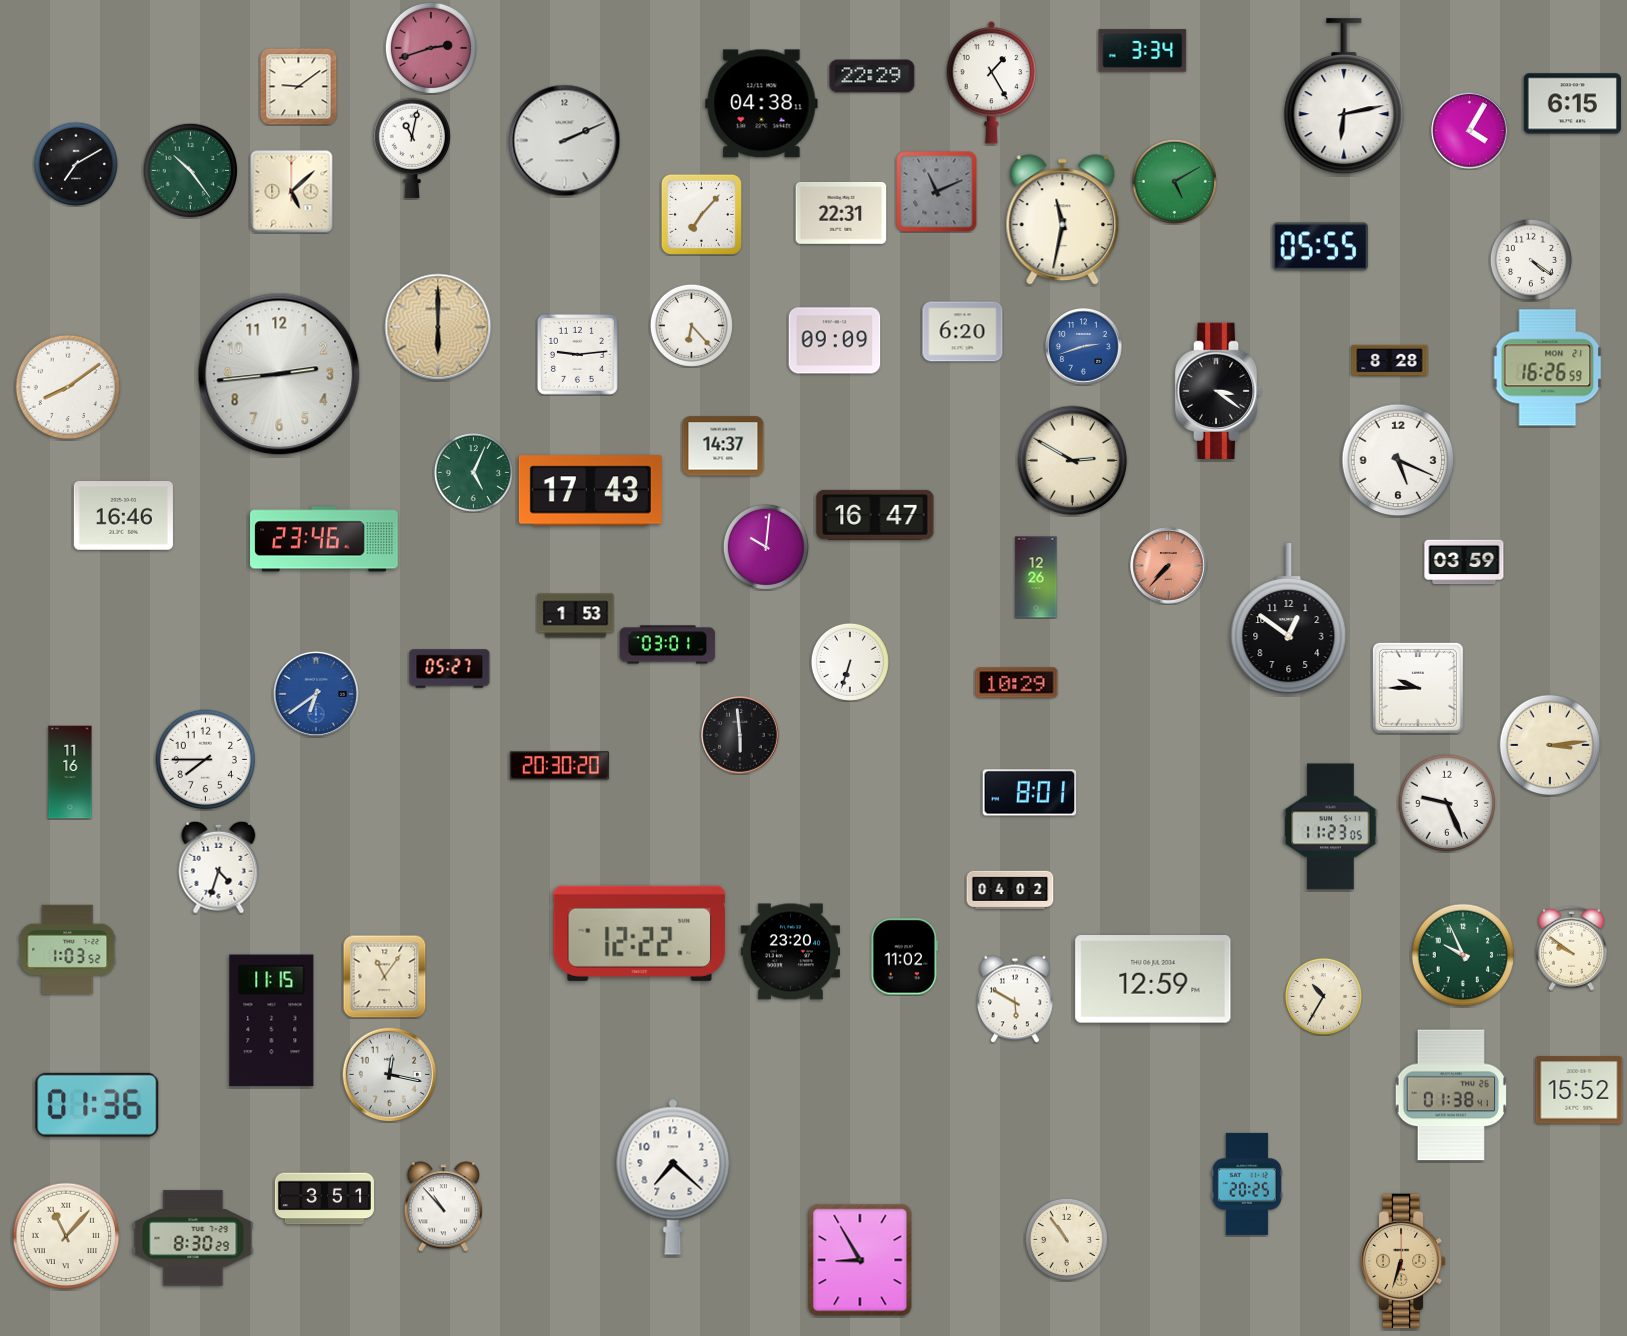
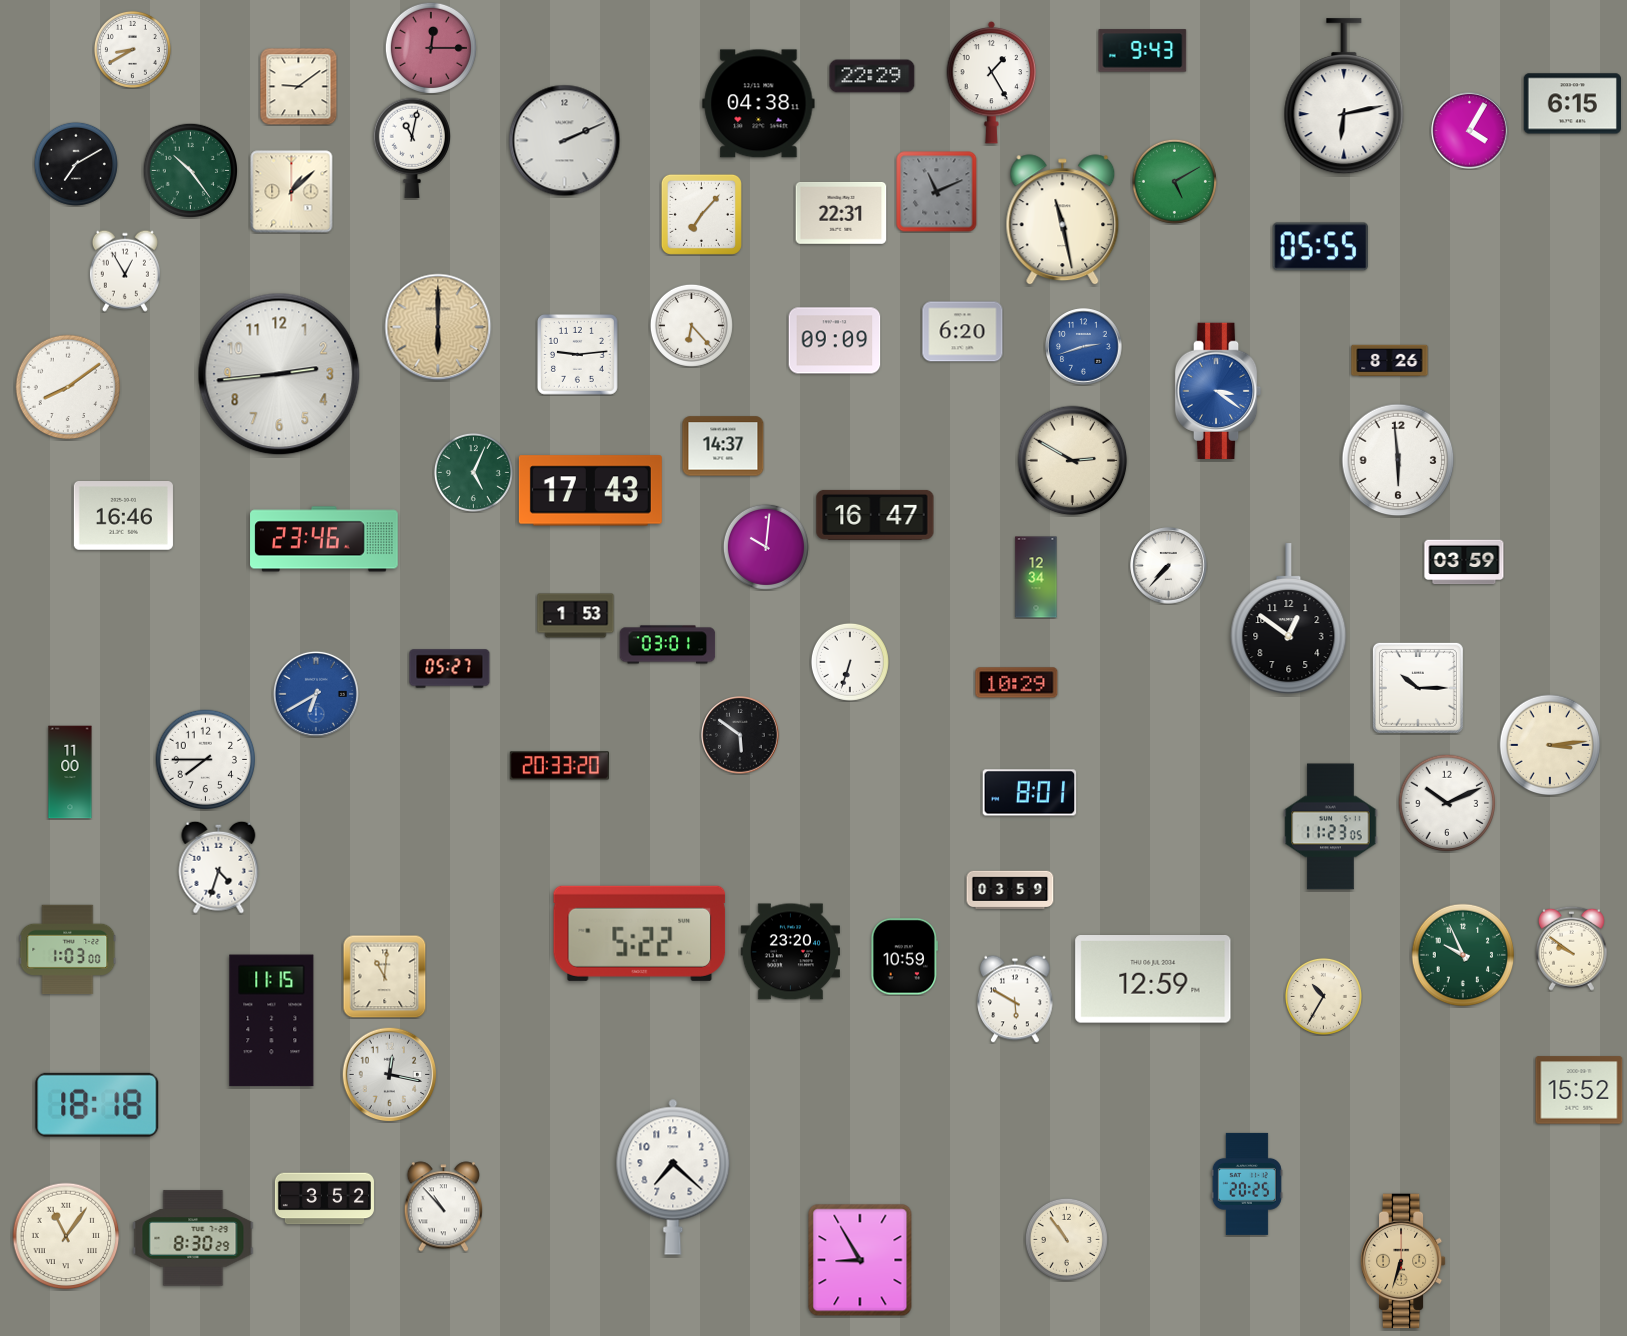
clock at (430, 47): 2:42 -> 12:15
clock at (132, 49): none -> 8:40
clock at (1143, 51): 3:34 -> 9:43
clock at (762, 104) position: (762, 104) -> (759, 104)
clock at (292, 192): 5:08 -> 1:08
clock at (1063, 220): 11:32 -> 11:28
clock at (1531, 260): 4:21 -> none
clock at (125, 271): none -> 12:55
clock at (1390, 361): 8:28 -> 8:26
clock at (1548, 368): 16:26 -> none
clock at (1218, 390) dial: black -> blue
clock at (1398, 460): 5:19 -> 5:59
clock at (1169, 566) dial: salmon -> white
clock at (1036, 577): 12:26 -> 12:34
clock at (1418, 688): 9:45 -> 10:15
clock at (316, 694): 6:39 -> 6:40
clock at (740, 735): 5:59 -> 5:51
clock at (559, 766): 20:30 -> 20:33
clock at (70, 772): 11:16 -> 11:00
clock at (1447, 803): 9:26 -> 10:11
clock at (1010, 890): 04:02 -> 03:59
clock at (640, 933): 12:22 -> 5:22
clock at (68, 949): 1:03:52 -> 1:03:00
clock at (905, 957): 11:02 -> 10:59
clock at (384, 976): 11:06 -> 11:01
clock at (1451, 1095): 01:38 -> none
clock at (97, 1105): 01:36 -> 18:18
clock at (324, 1199): 3:51 -> 3:52
clock at (66, 1236): 11:07 -> 11:06
